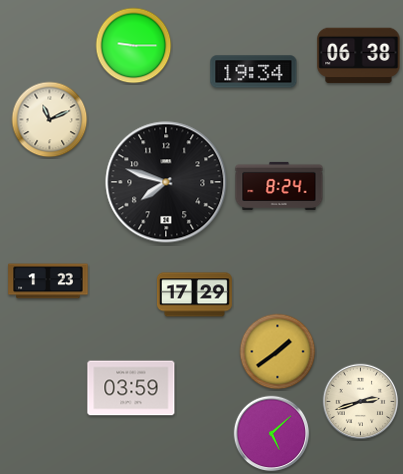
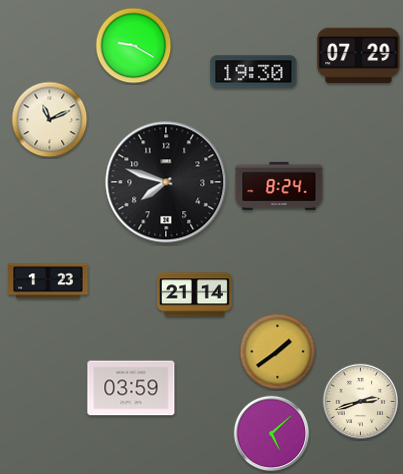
clock at (134, 46): 9:15 -> 9:20
clock at (359, 56): 06:38 -> 07:29
clock at (254, 72): 19:34 -> 19:30
clock at (194, 295): 17:29 -> 21:14
